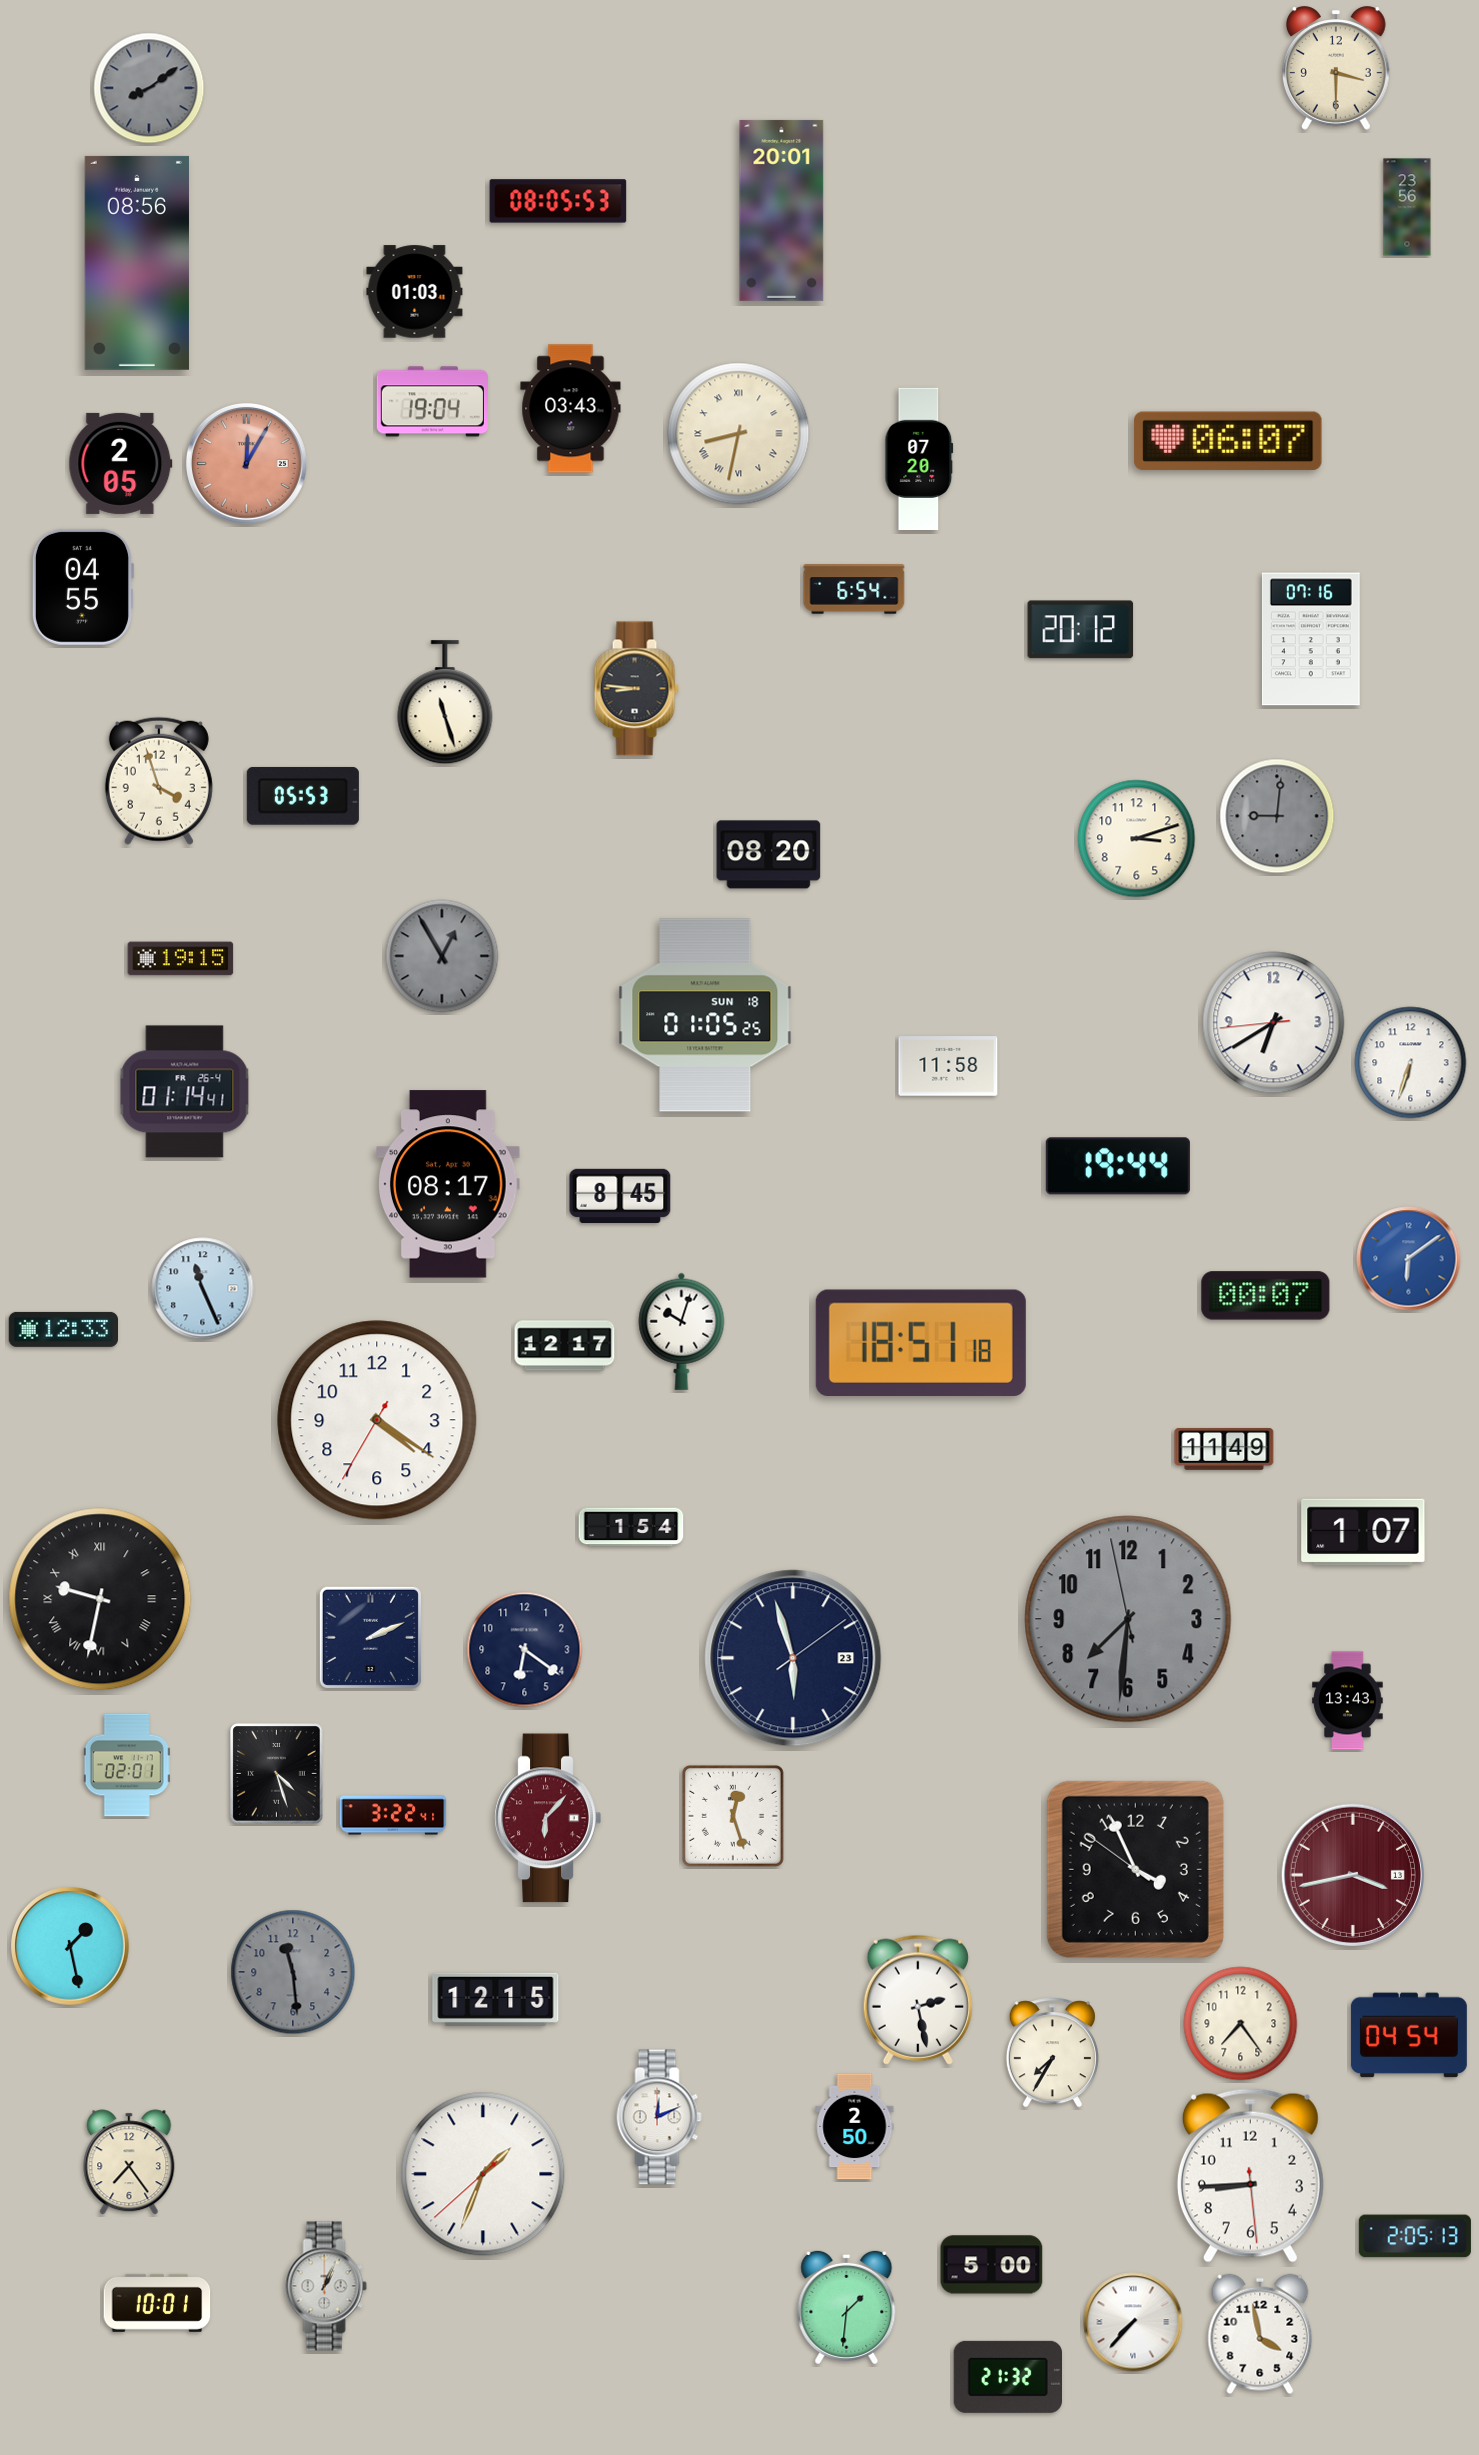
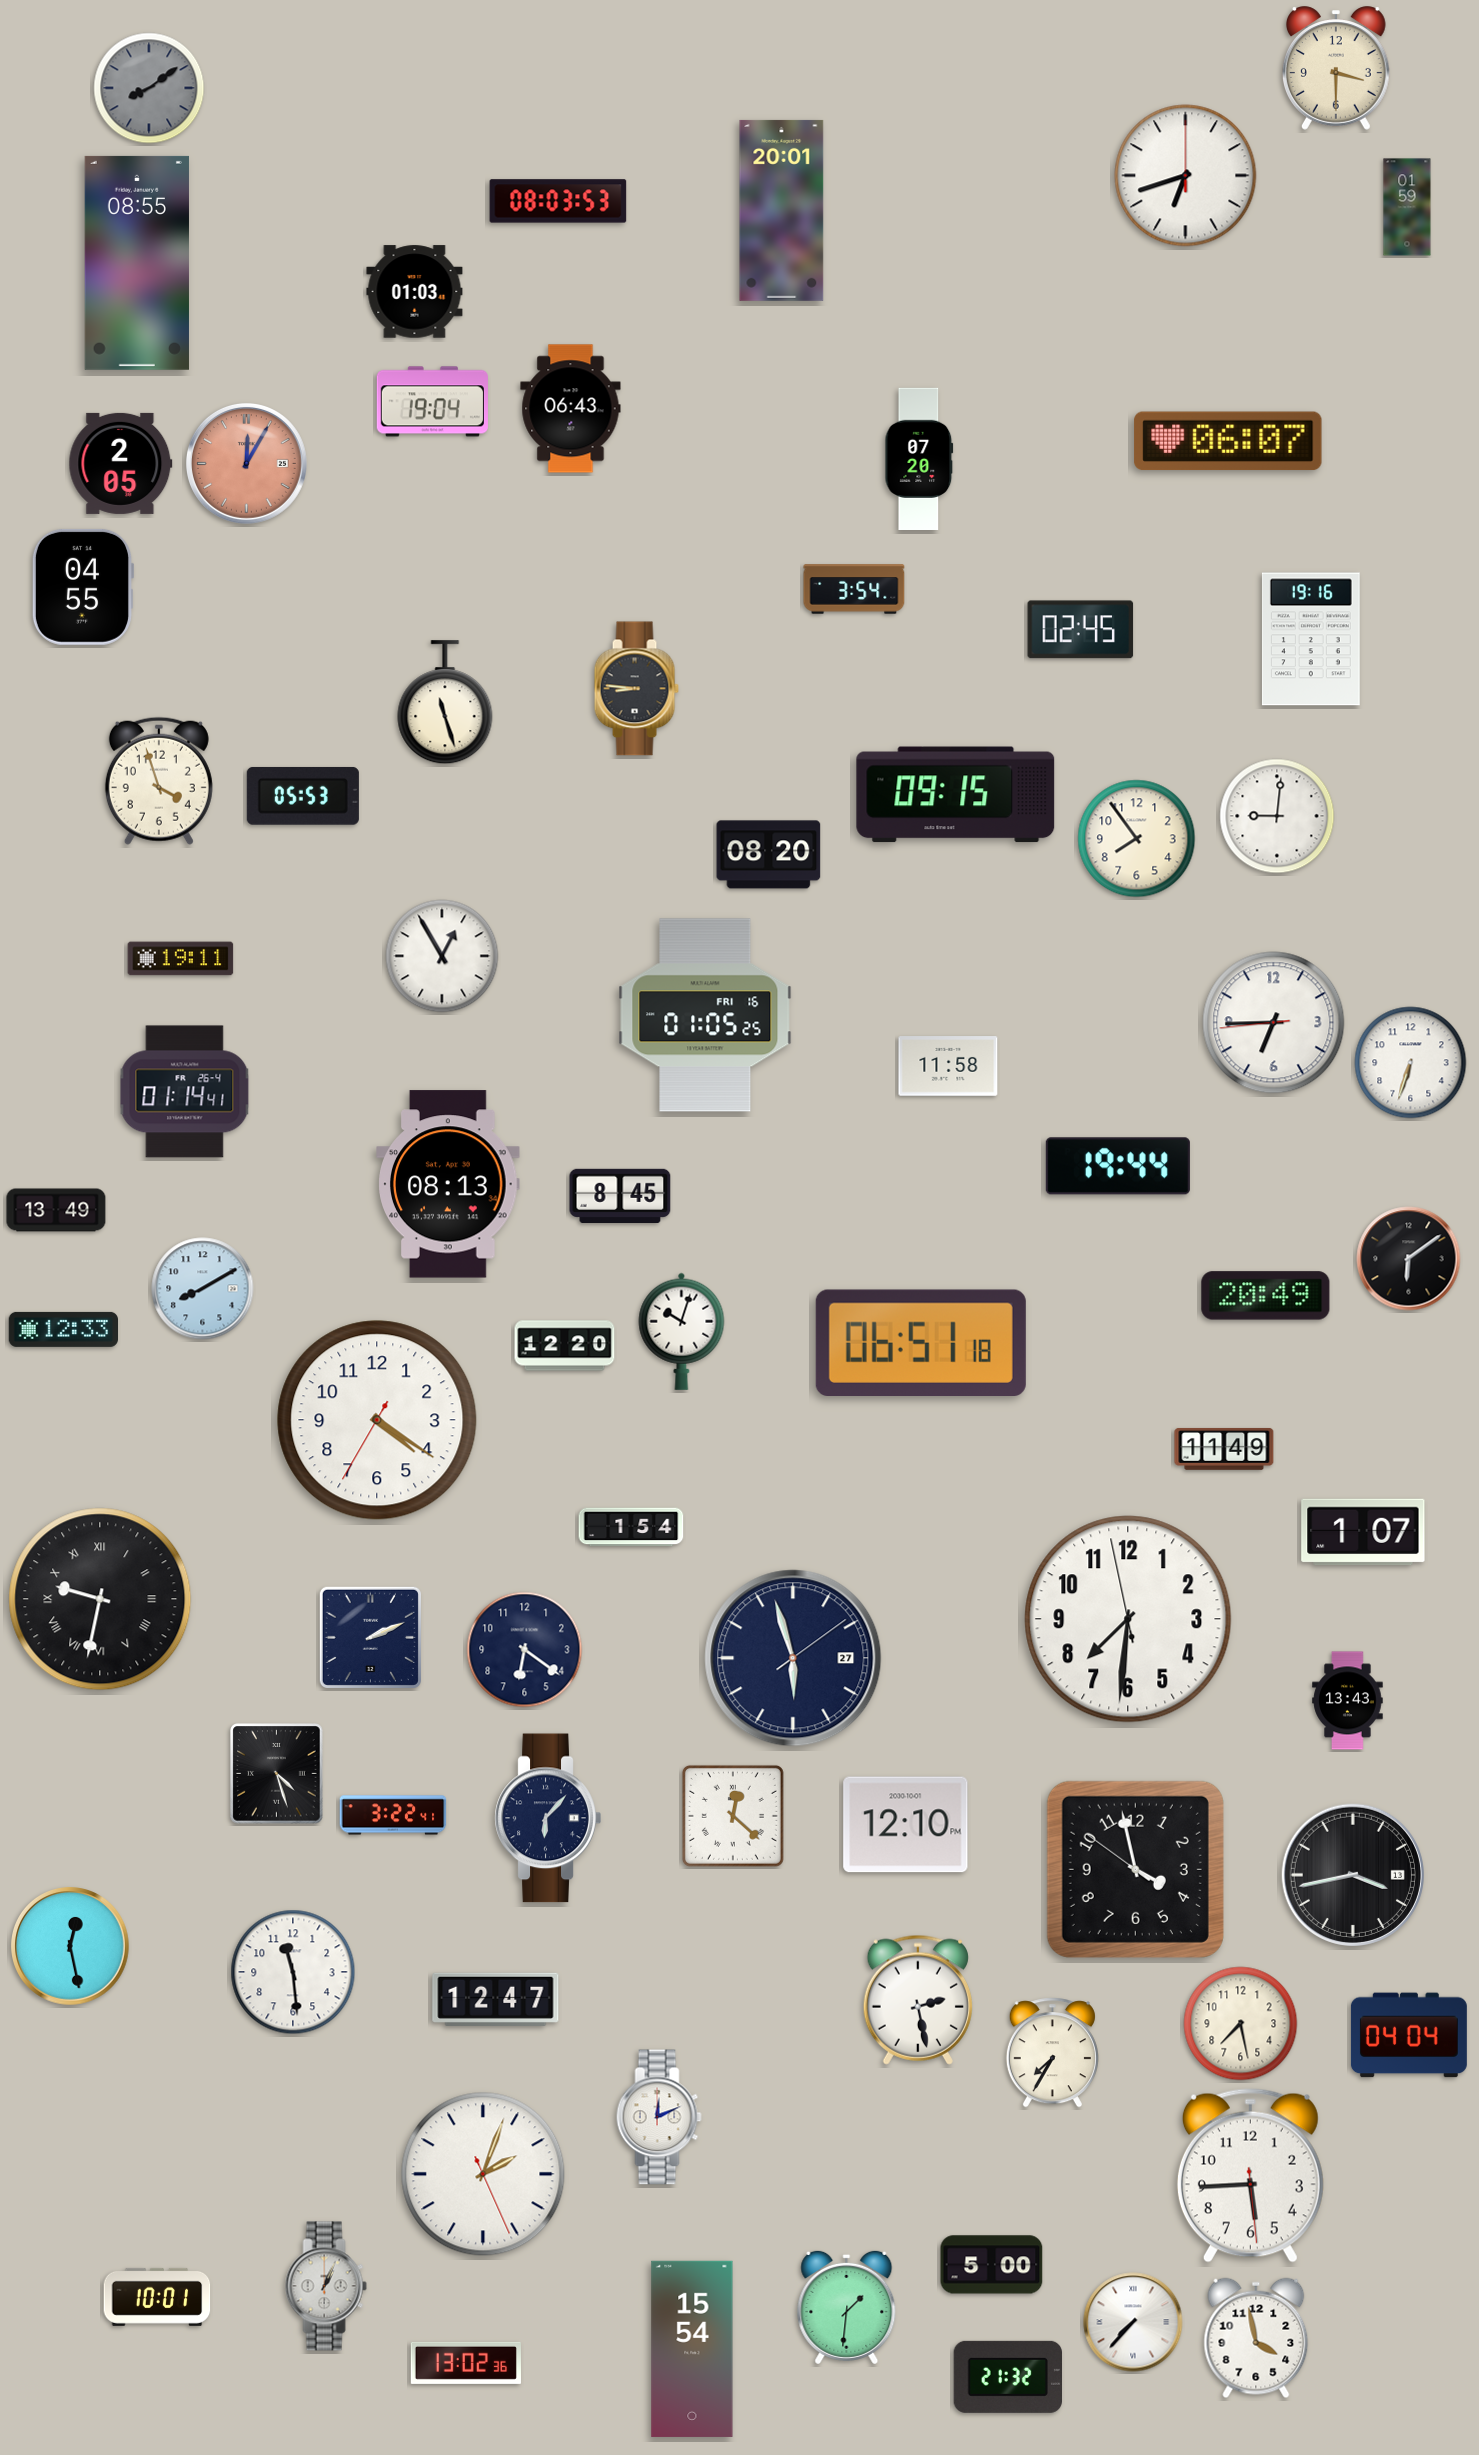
clock at (1186, 176): none -> 6:42
clock at (558, 201): 08:05 -> 08:03
clock at (1407, 207): 23:56 -> 01:59
clock at (137, 263): 08:56 -> 08:55
clock at (571, 409): 03:43 -> 06:43
clock at (739, 434): 8:32 -> none
clock at (854, 589): 6:54 -> 3:54
clock at (1081, 630): 20:12 -> 02:45
clock at (1311, 639): 07:16 -> 19:16
clock at (956, 795): none -> 09:15
clock at (1277, 816) dial: grey -> white
clock at (1137, 839): 3:12 -> 7:54
clock at (442, 956) dial: grey -> white
clock at (181, 959): 19:15 -> 19:11
clock at (705, 1015) date: SUN 18 -> FRI 16
clock at (1274, 1023): 6:39 -> 6:44
clock at (448, 1184): 08:17 -> 08:13
clock at (56, 1210): none -> 13:49
clock at (1409, 1259) dial: blue -> black
clock at (203, 1289): 11:26 -> 8:10
clock at (1266, 1296): 00:07 -> 20:49
clock at (921, 1342): 18:51 -> 06:51
clock at (565, 1346): 12:17 -> 12:20
clock at (1128, 1619) dial: grey -> white
clock at (793, 1658) date: 23 -> 27
clock at (127, 1765): 02:01 -> none
clock at (733, 1816): 12:27 -> 12:22
clock at (548, 1818) dial: burgundy -> navy
clock at (906, 1825): none -> 12:10
clock at (1135, 1869): 3:55 -> 3:57
clock at (1353, 1875) dial: burgundy -> black
clock at (71, 1947): 1:28 -> 12:28
clock at (293, 1972) dial: grey -> white
clock at (496, 1999): 12:15 -> 12:47
clock at (1241, 2024): 7:24 -> 7:28
clock at (1409, 2035): 04:54 -> 04:04
clock at (855, 2127): 2:50 -> none
clock at (129, 2162): 7:24 -> none
clock at (483, 2174): 1:33 -> 2:03
clock at (1250, 2176): 8:44 -> 5:44
clock at (1415, 2236): 2:05 -> none
clock at (157, 2303) position: (157, 2303) -> (157, 2297)
clock at (1260, 2334) position: (1260, 2334) -> (1256, 2338)
clock at (692, 2349): none -> 15:54
clock at (466, 2363): none -> 13:02
